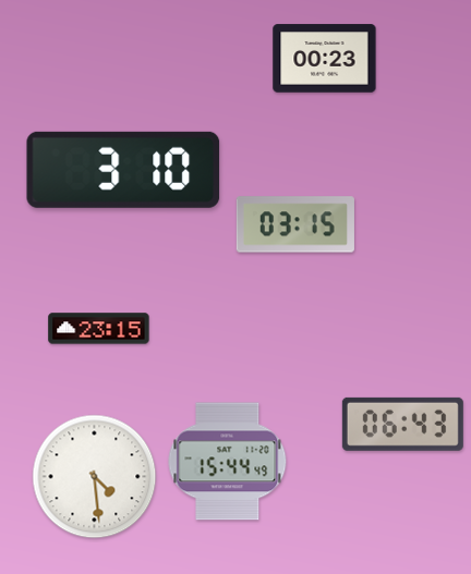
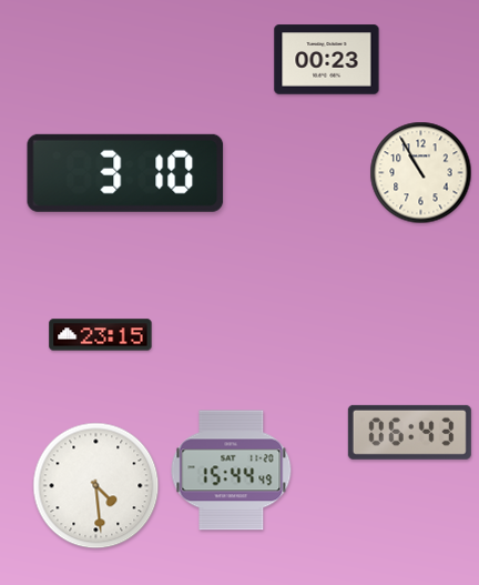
clock at (325, 59) position: (325, 59) -> (327, 60)
clock at (421, 173): none -> 10:55
clock at (295, 224): 03:15 -> none
